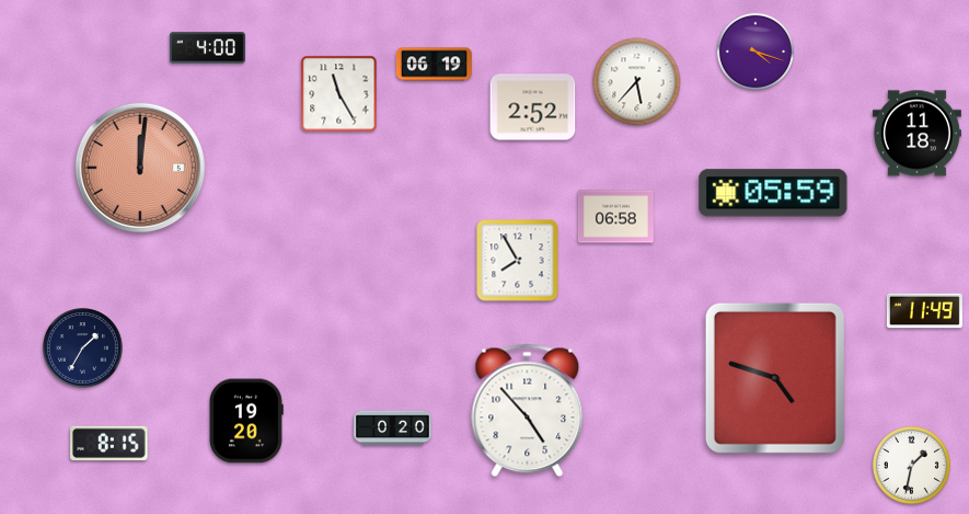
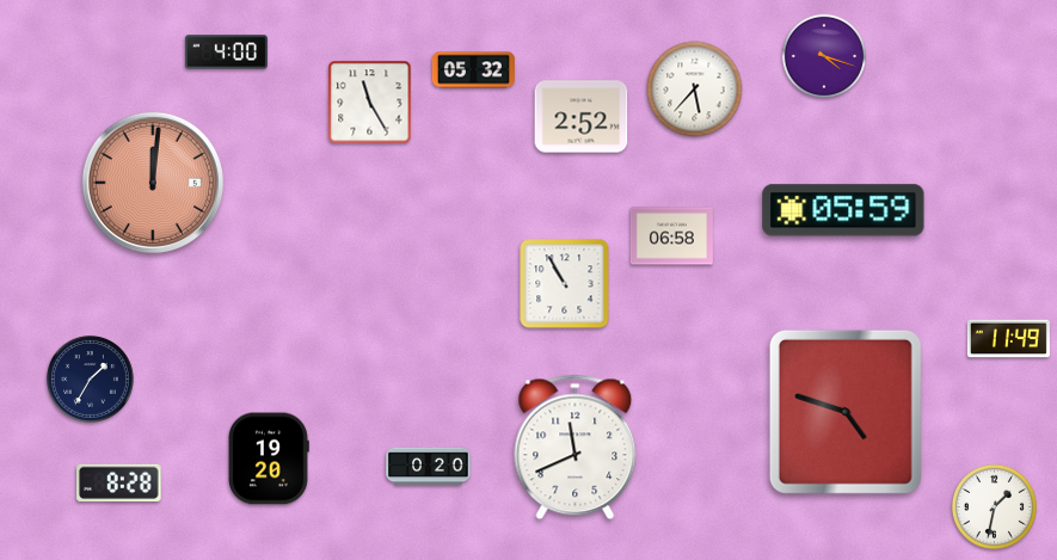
clock at (434, 65): 06:19 -> 05:32
clock at (916, 134): 11:18 -> none
clock at (518, 261): 7:55 -> 10:55
clock at (528, 411): 4:53 -> 11:41
clock at (109, 443): 8:15 -> 8:28
